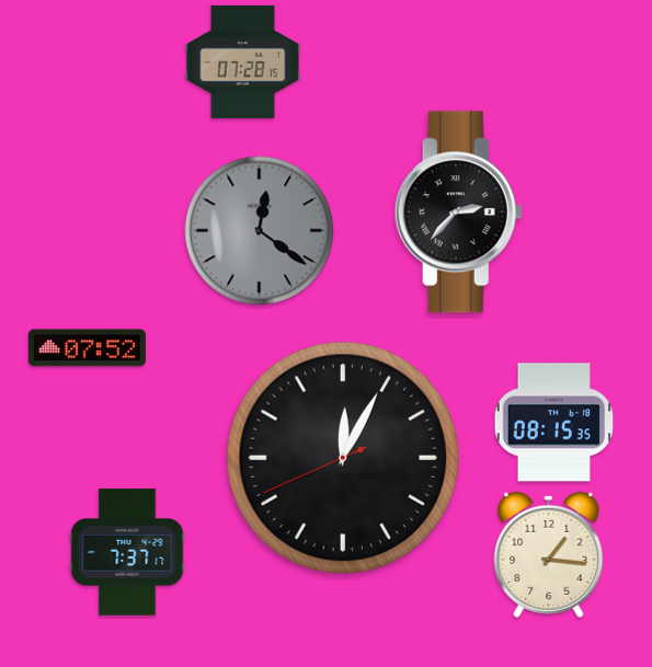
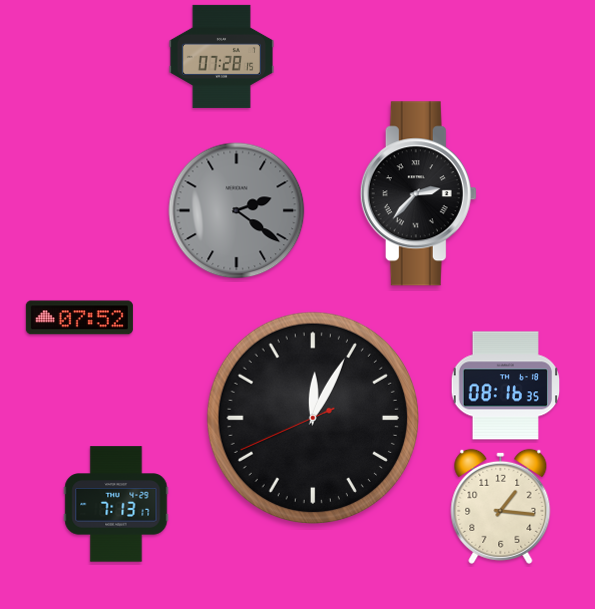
clock at (260, 231): 12:21 -> 2:21
clock at (554, 423): 08:15 -> 08:16
clock at (127, 552): 7:37 -> 7:13
